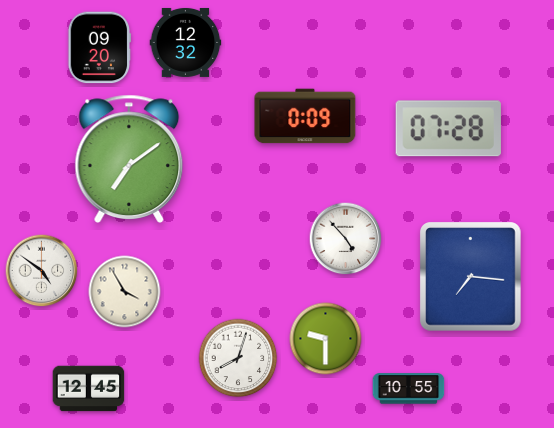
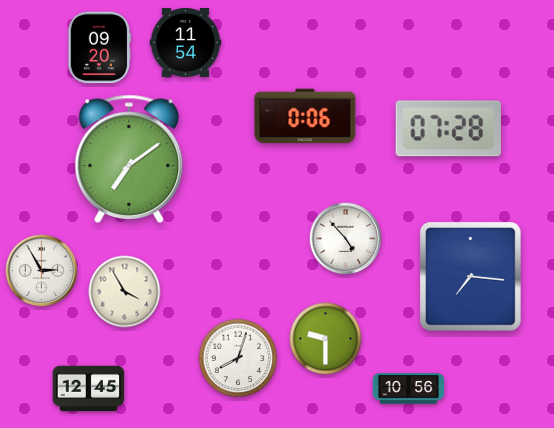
clock at (186, 42): 12:32 -> 11:54
clock at (305, 116): 0:09 -> 0:06
clock at (42, 271): 4:51 -> 2:55
clock at (409, 389): 10:55 -> 10:56
